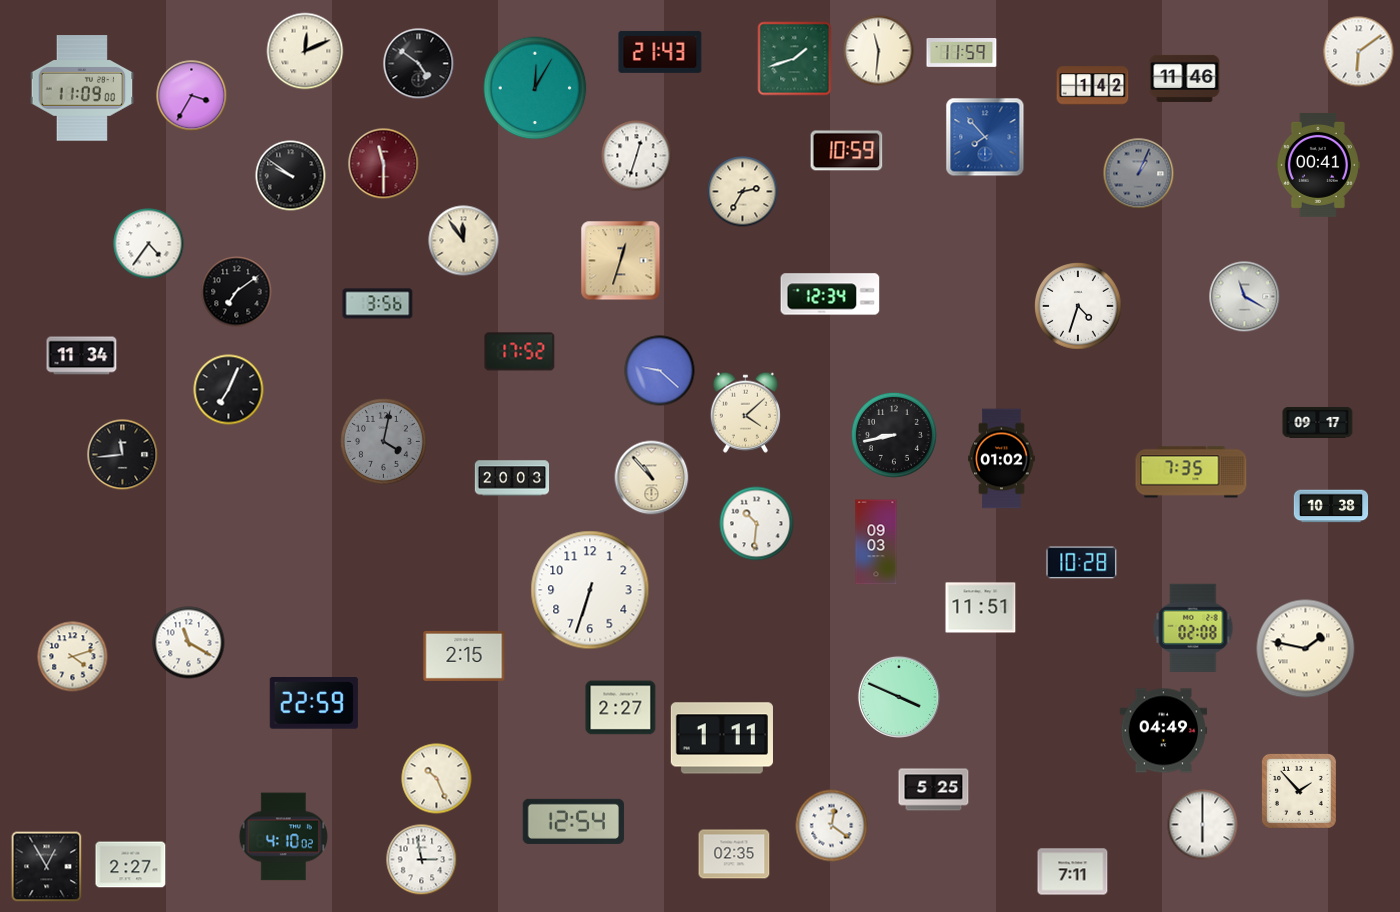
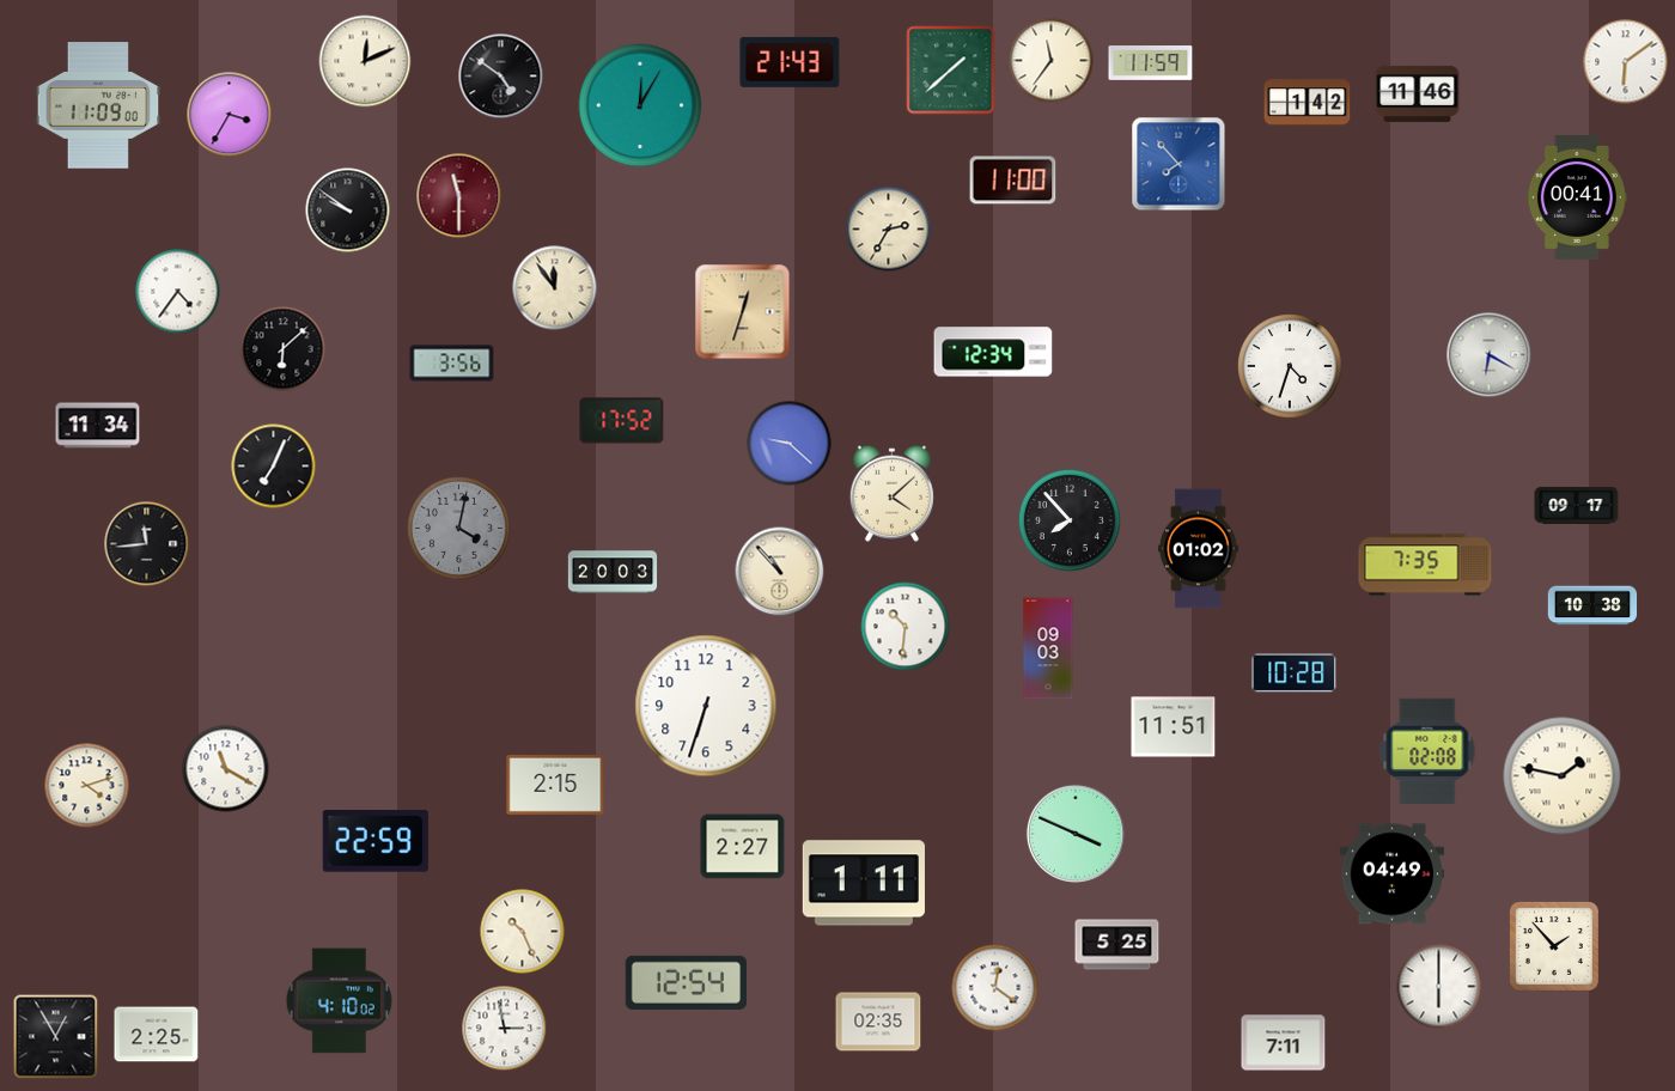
clock at (879, 51): 11:31 -> 11:36
clock at (795, 59): 1:42 -> 1:38
clock at (847, 151): 10:59 -> 11:00
clock at (637, 156): 12:33 -> none
clock at (1139, 174): 1:04 -> none
clock at (237, 292): 7:09 -> 6:08
clock at (1245, 297): 11:20 -> 6:20
clock at (894, 435): 8:43 -> 7:53
clock at (131, 865): 2:27 -> 2:25
